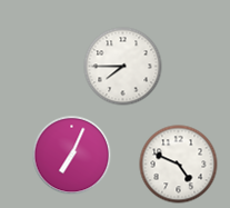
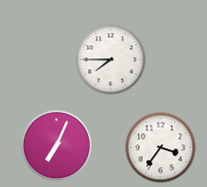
clock at (72, 156) position: (72, 156) -> (57, 146)
clock at (179, 165): 4:49 -> 3:36
